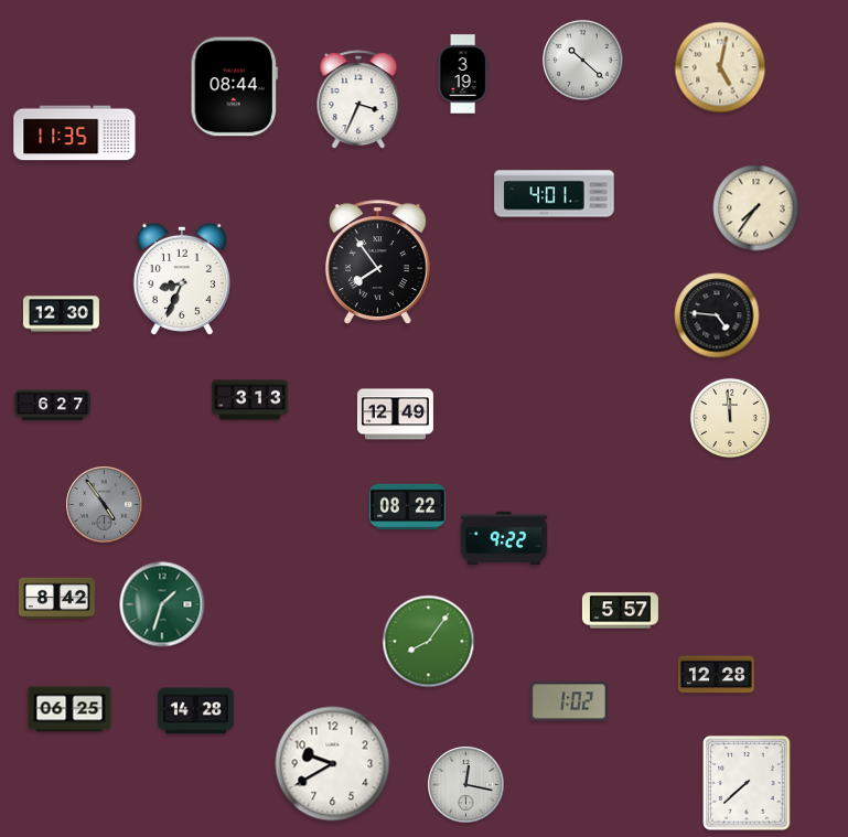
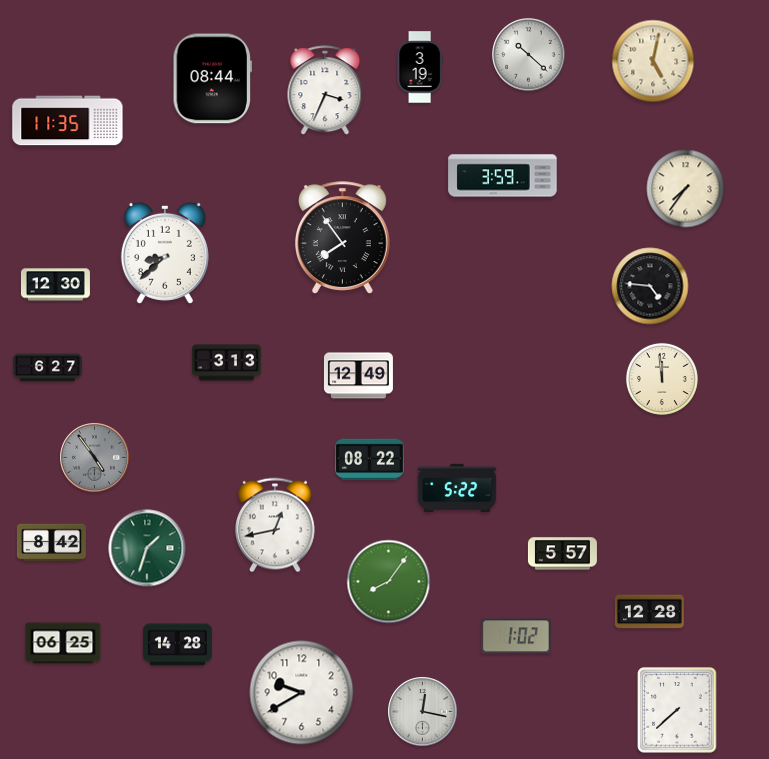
clock at (555, 194): 4:01 -> 3:59
clock at (182, 279): 8:34 -> 8:38
clock at (504, 538): 9:22 -> 5:22
clock at (276, 525): none -> 12:43
